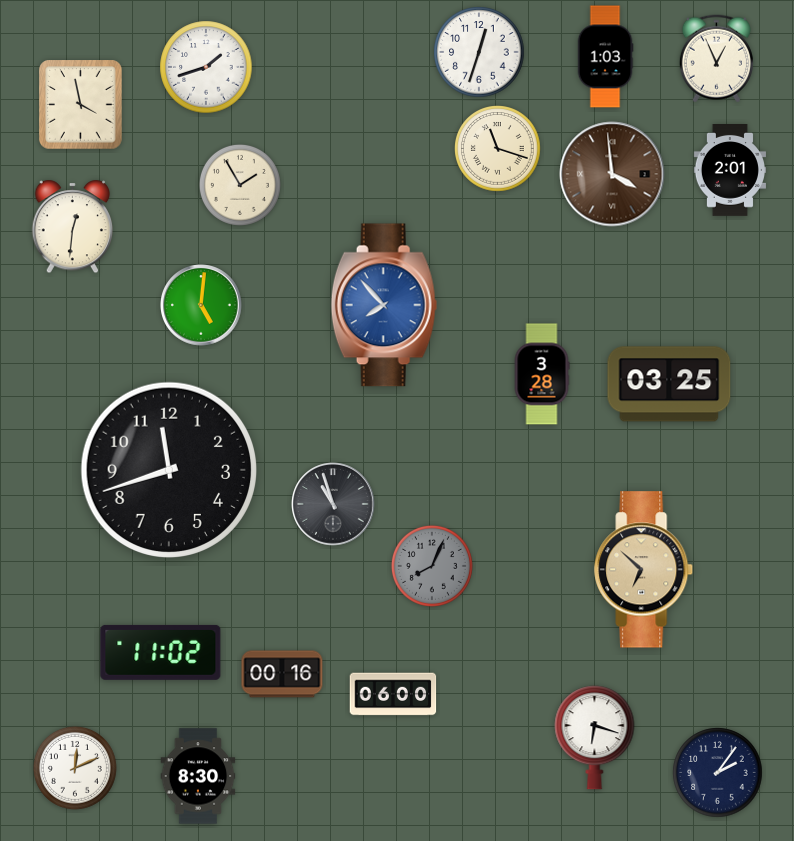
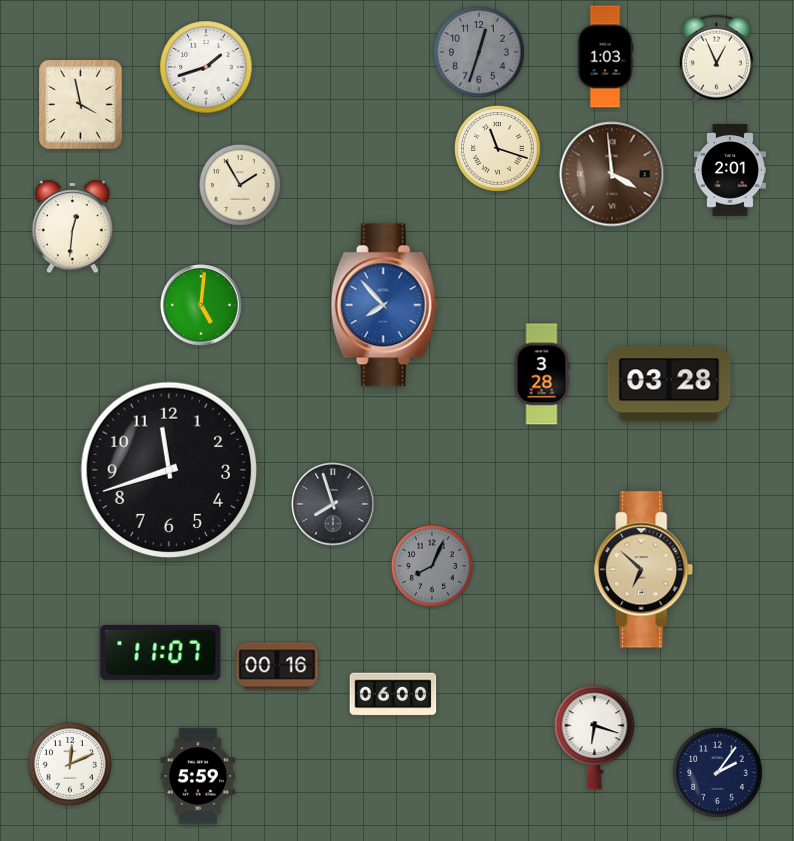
clock at (479, 52) dial: white -> grey
clock at (669, 384): 03:25 -> 03:28
clock at (333, 504): 10:57 -> 7:57
clock at (161, 652): 11:02 -> 11:07
clock at (282, 674) position: (282, 674) -> (277, 666)
clock at (75, 768) position: (75, 768) -> (70, 764)
clock at (198, 776): 8:30 -> 5:59
